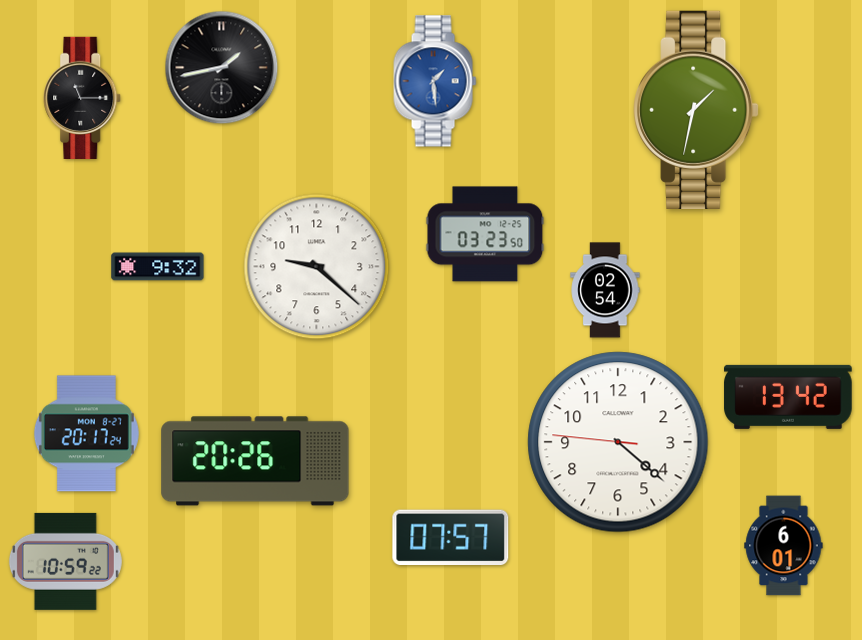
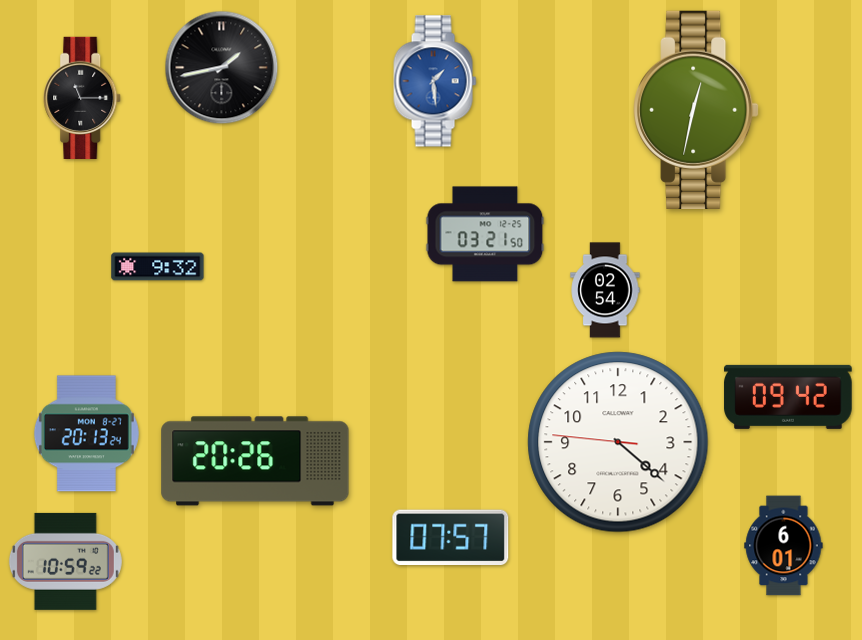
clock at (696, 110): 1:32 -> 12:32
clock at (485, 234): 03:23 -> 03:21
clock at (317, 267): 9:22 -> none
clock at (788, 397): 13:42 -> 09:42
clock at (86, 434): 20:17 -> 20:13
